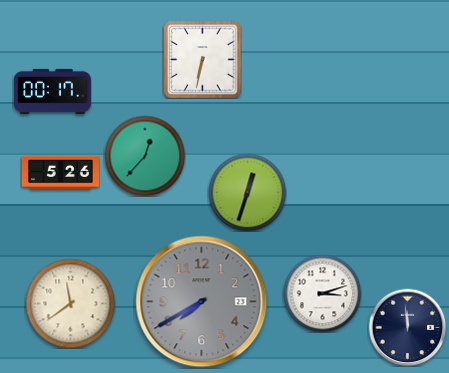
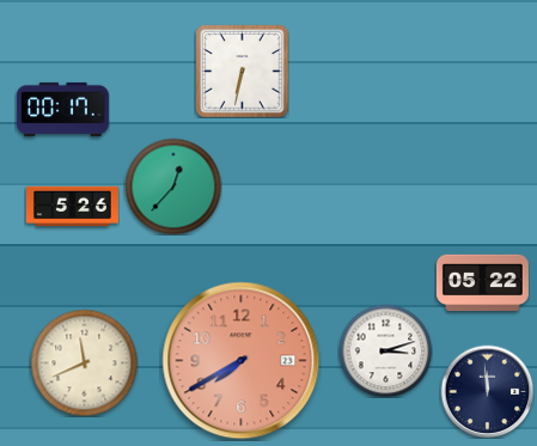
clock at (247, 192): 12:33 -> none
clock at (482, 283): none -> 05:22
clock at (202, 302) dial: grey -> salmon
clock at (70, 303): 11:39 -> 11:41
